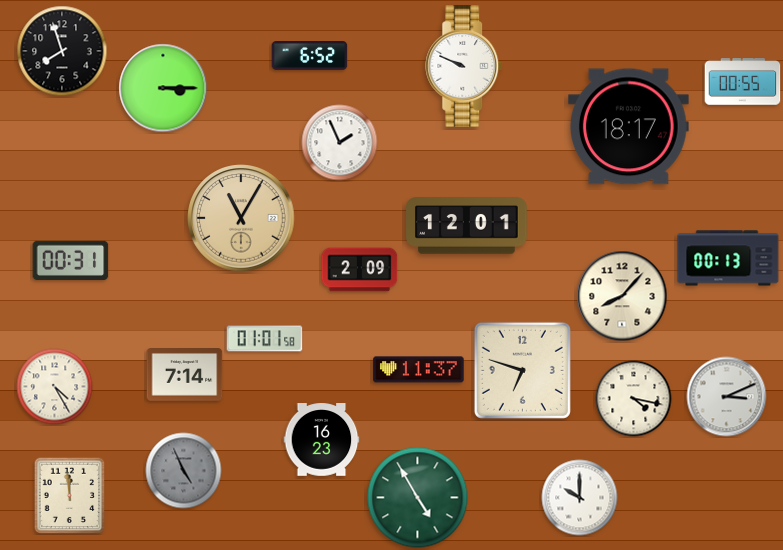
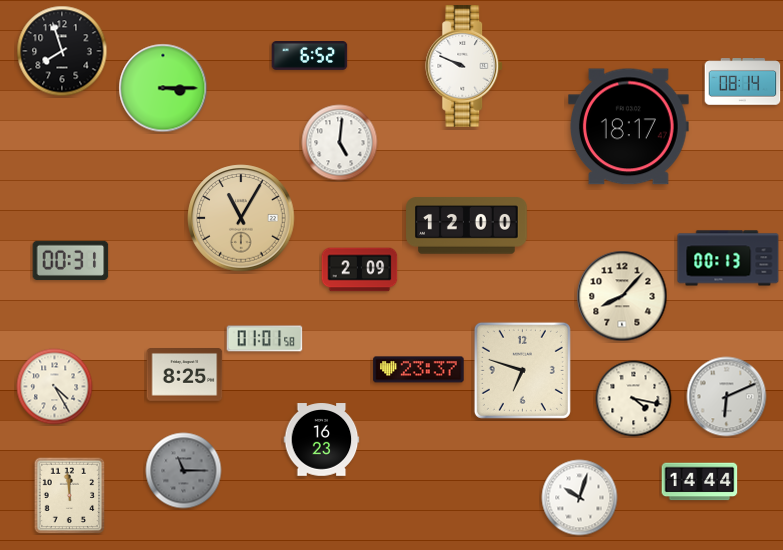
clock at (743, 82): 00:55 -> 08:14
clock at (340, 143): 1:56 -> 5:01
clock at (467, 226): 12:01 -> 12:00
clock at (419, 370): 11:37 -> 23:37
clock at (185, 375): 7:14 -> 8:25
clock at (727, 397): 3:11 -> 6:11
clock at (184, 471): 4:56 -> 11:15
clock at (700, 482): none -> 14:44
clock at (418, 498): 4:55 -> none
clock at (580, 498): 10:00 -> 10:03
